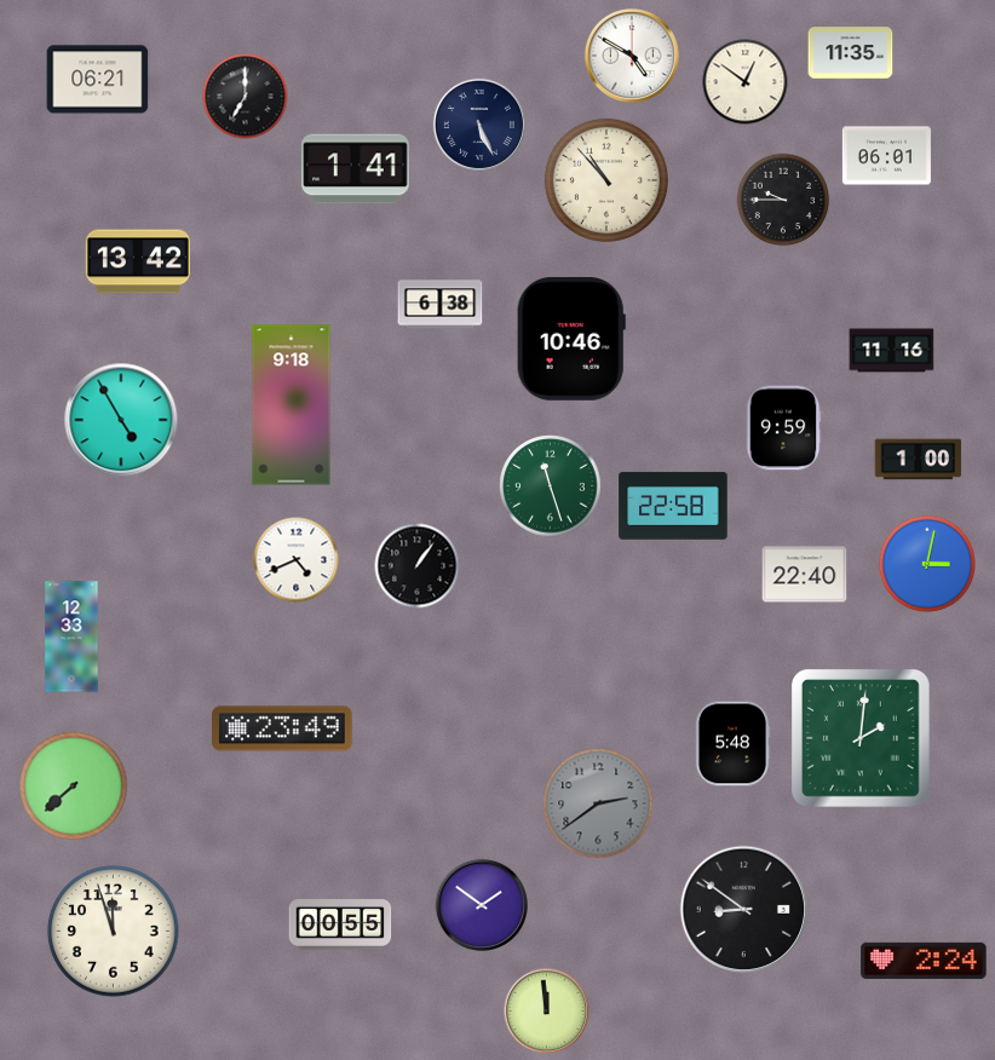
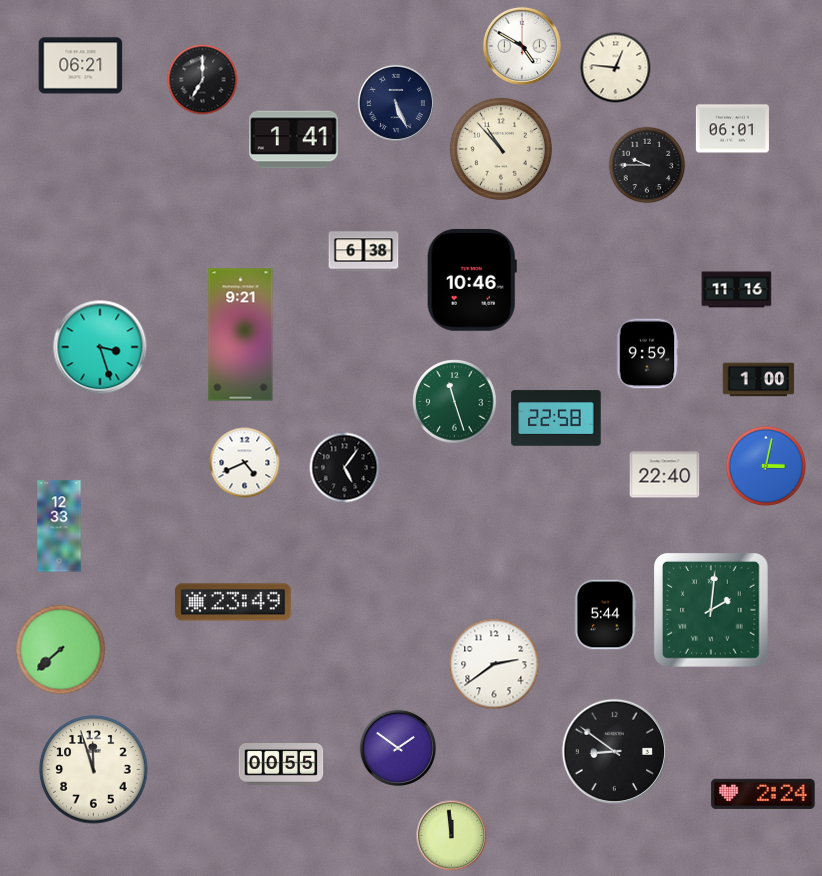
clock at (851, 53): 11:35 -> none
clock at (746, 82): 12:51 -> 12:46
clock at (138, 261): 13:42 -> none
clock at (292, 405): 9:18 -> 9:21
clock at (121, 420): 4:55 -> 3:27
clock at (418, 566): 1:06 -> 5:06
clock at (732, 744): 5:48 -> 5:44
clock at (598, 803) dial: grey -> white
